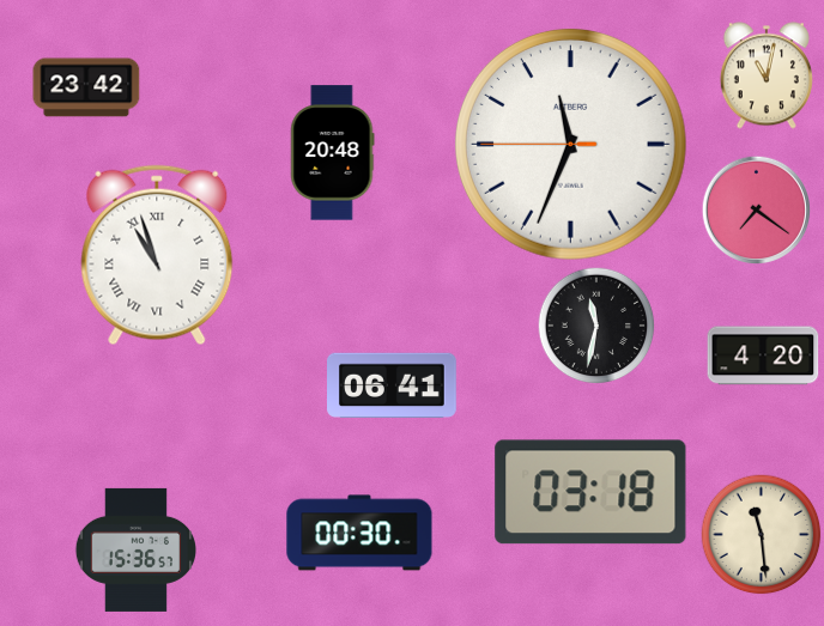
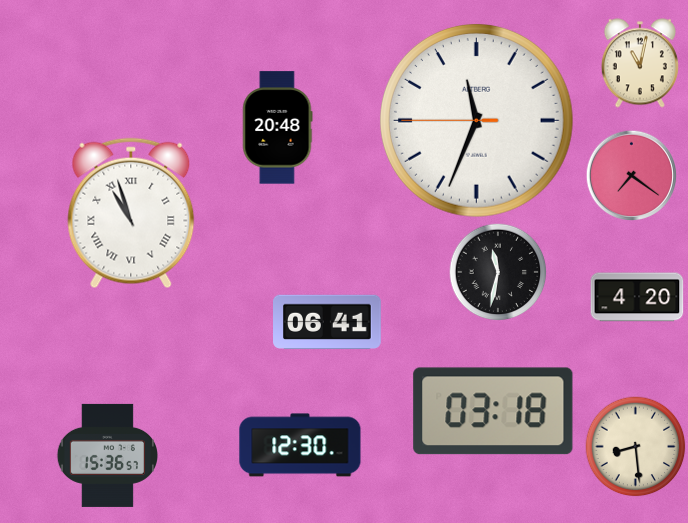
clock at (86, 87): 23:42 -> none
clock at (359, 533): 00:30 -> 12:30
clock at (762, 535): 11:29 -> 8:29
clock at (135, 549) position: (135, 549) -> (107, 455)
